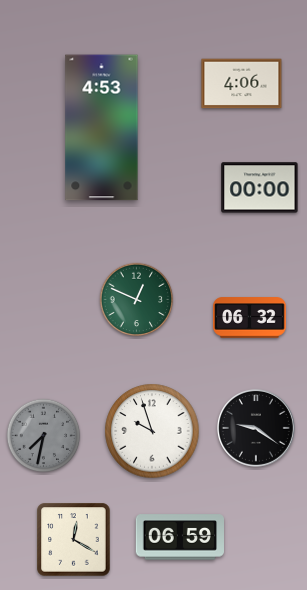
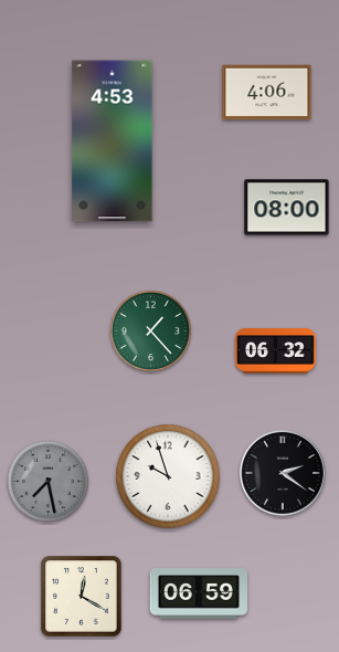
clock at (260, 188): 00:00 -> 08:00
clock at (137, 300): 12:49 -> 1:23
clock at (256, 428): 9:21 -> 2:21
clock at (44, 436): 7:32 -> 7:28
